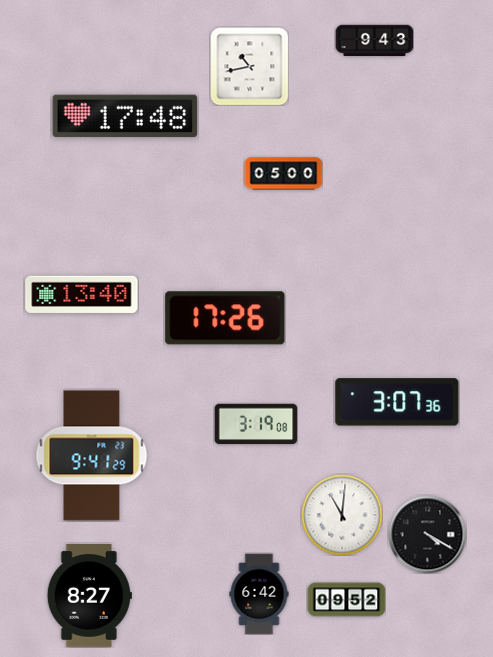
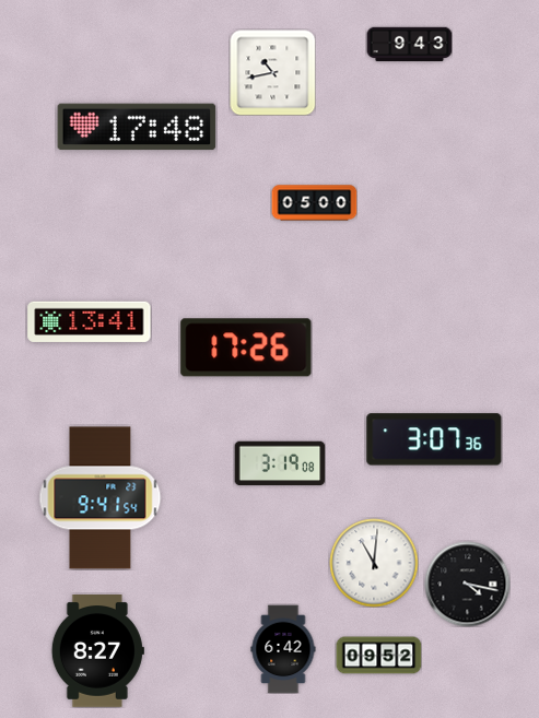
clock at (283, 174) position: (283, 174) -> (314, 203)
clock at (82, 294): 13:40 -> 13:41
clock at (92, 456): 9:41:29 -> 9:41:54
clock at (427, 534): 4:20 -> 4:17
